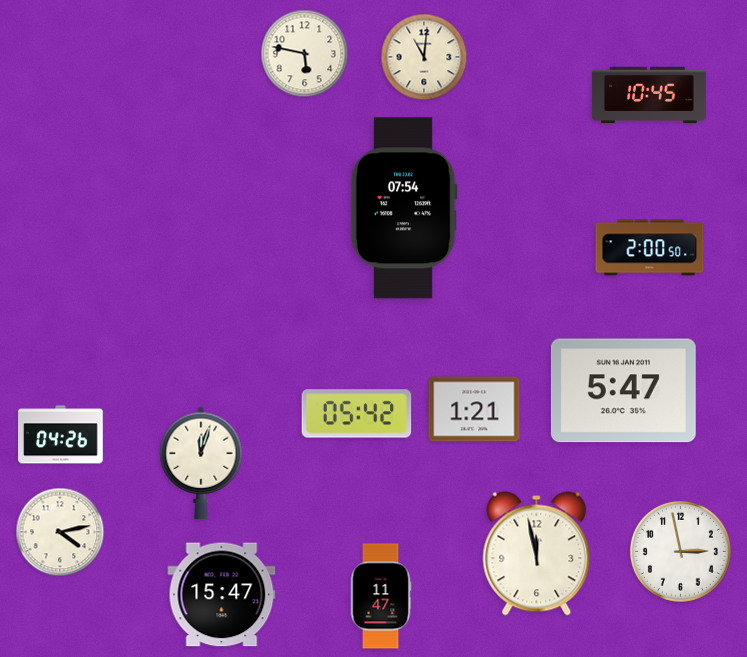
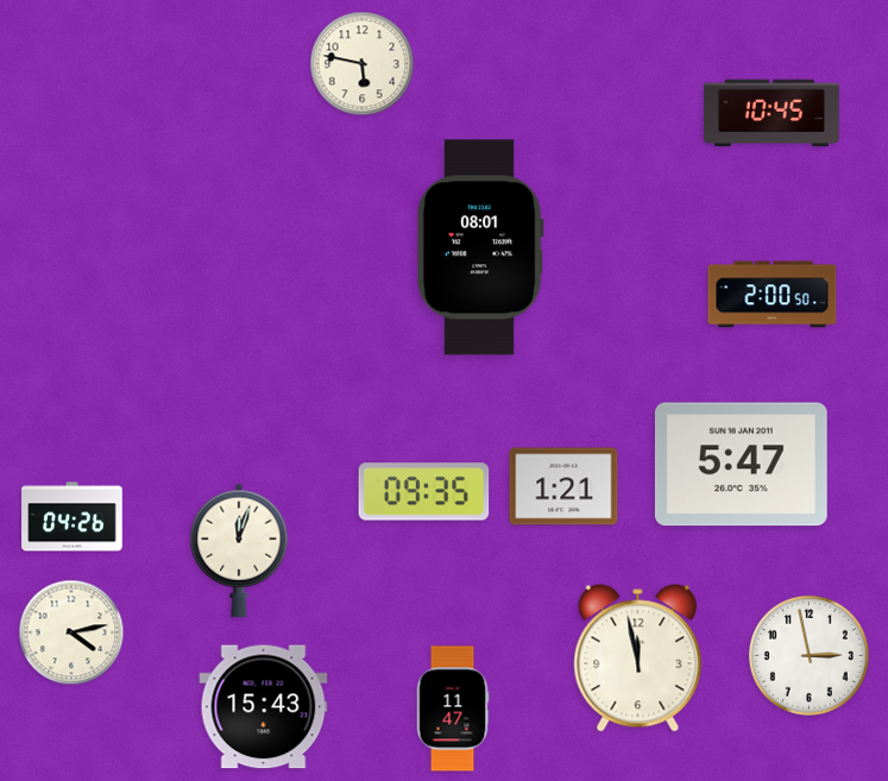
clock at (424, 57): 11:01 -> none
clock at (404, 208): 07:54 -> 08:01
clock at (357, 414): 05:42 -> 09:35
clock at (222, 595): 15:47 -> 15:43
